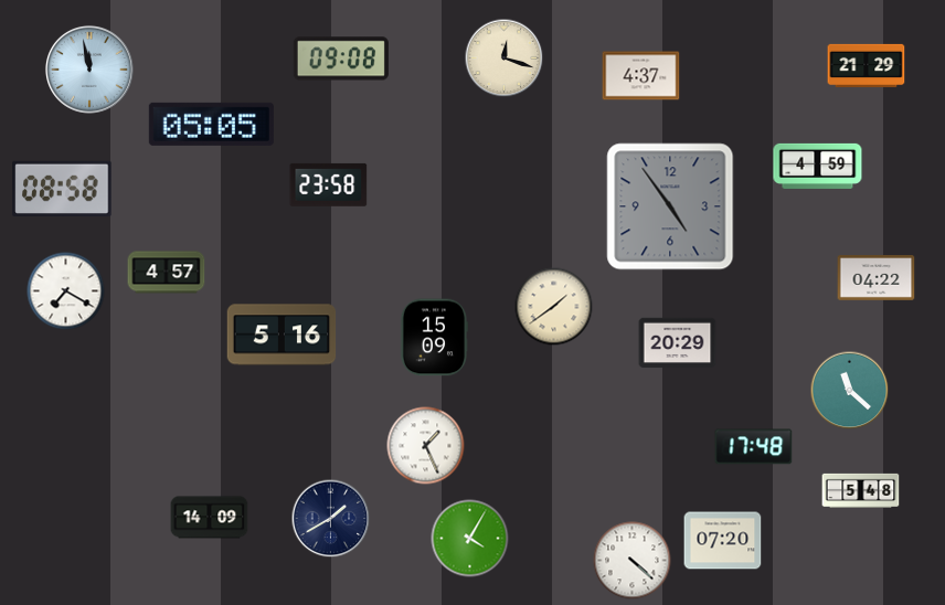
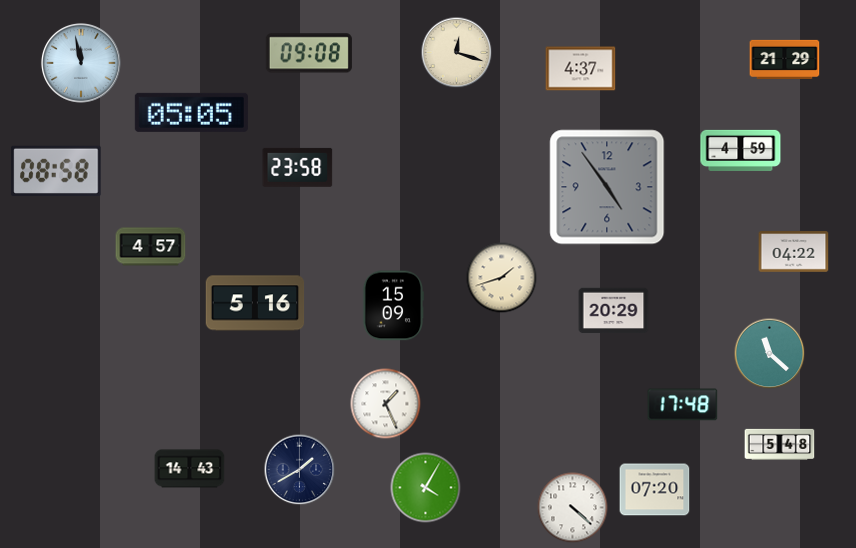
clock at (66, 291): 7:20 -> none
clock at (554, 307): 1:39 -> 1:42
clock at (210, 518): 14:09 -> 14:43
